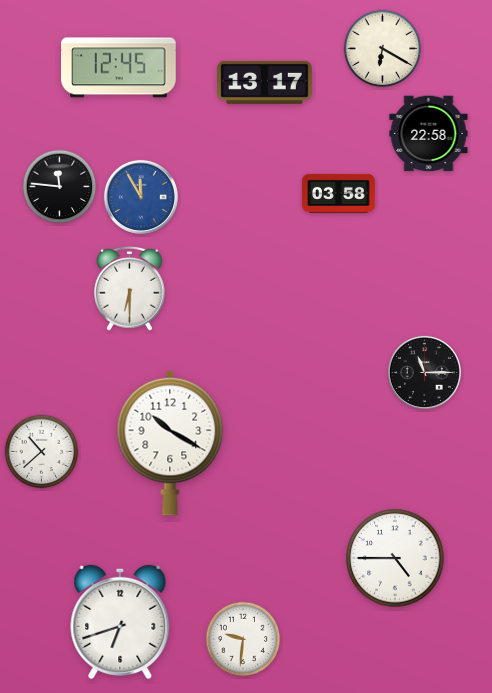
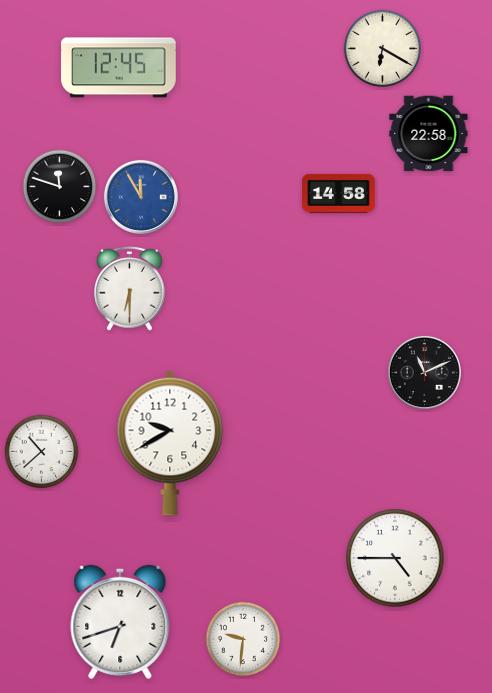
clock at (265, 82): 13:17 -> none
clock at (60, 187): 11:46 -> 11:48
clock at (339, 193): 03:58 -> 14:58
clock at (424, 372): 11:15 -> 11:11
clock at (170, 443): 10:20 -> 9:40
